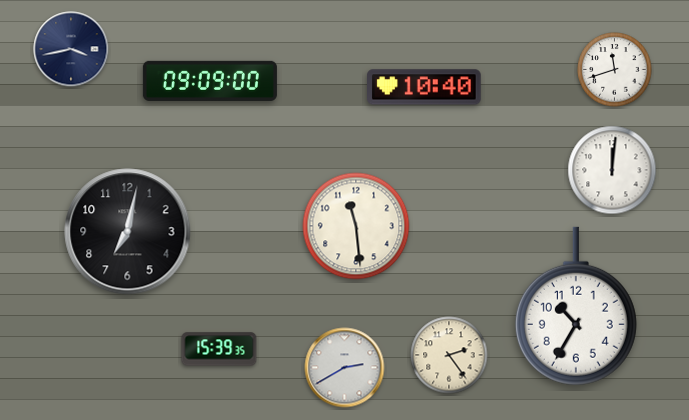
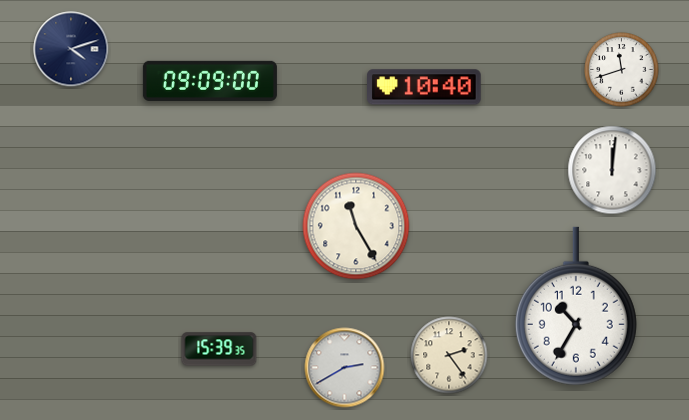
clock at (71, 49): 3:43 -> 4:12
clock at (615, 70) position: (615, 70) -> (622, 70)
clock at (356, 226): 11:29 -> 11:25
clock at (128, 232): 7:02 -> none
